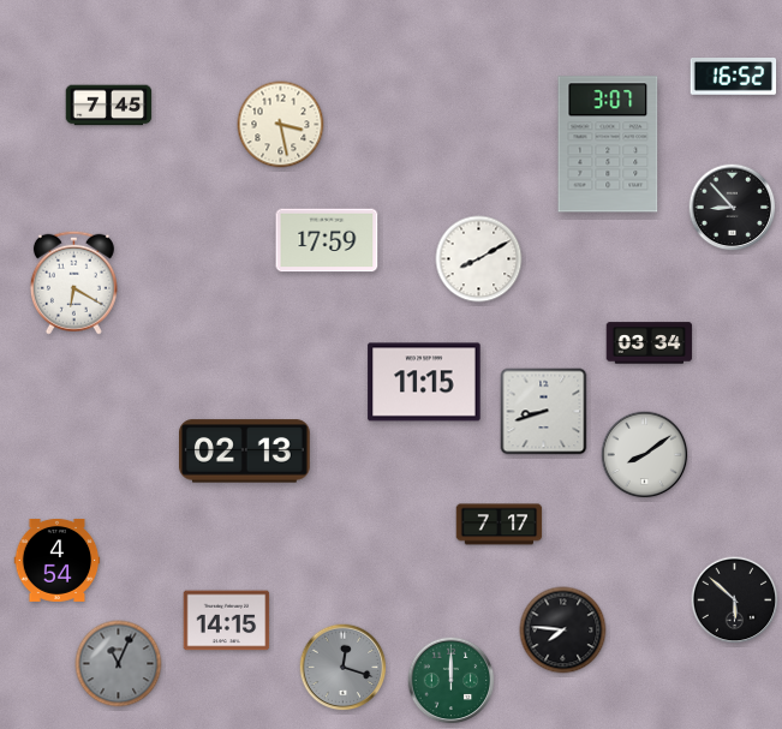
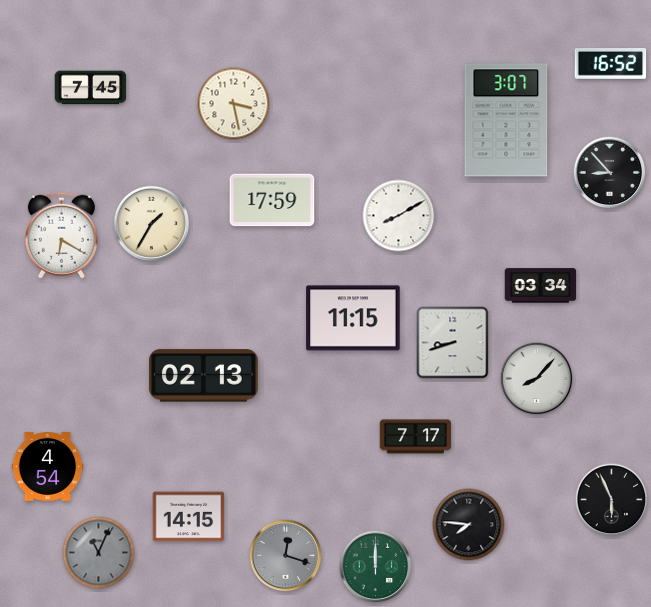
clock at (152, 224): none -> 1:35
clock at (645, 455): 8:09 -> 8:07
clock at (735, 600): 5:52 -> 5:56
